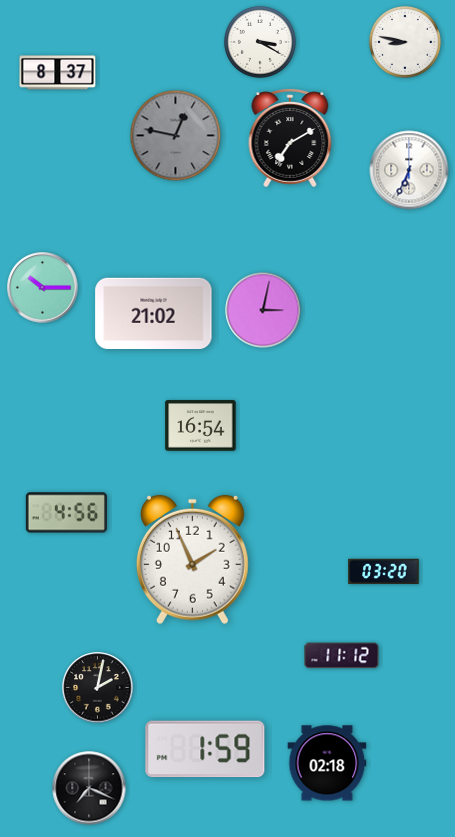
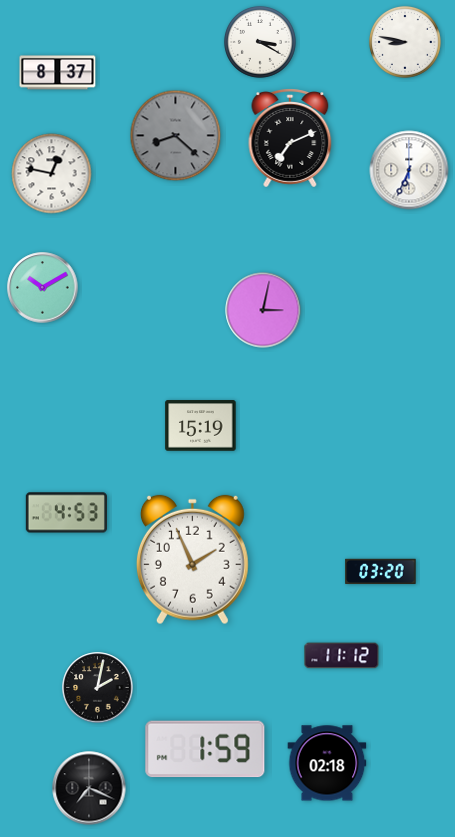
clock at (176, 136): 12:47 -> 8:22
clock at (290, 138): 7:10 -> 7:11
clock at (52, 174): none -> 12:47
clock at (43, 288): 10:15 -> 10:10
clock at (154, 313): 21:02 -> none
clock at (201, 426): 16:54 -> 15:19
clock at (66, 513): 4:56 -> 4:53
clock at (384, 572) position: (384, 572) -> (381, 572)
